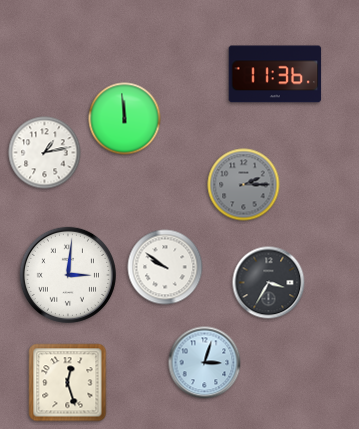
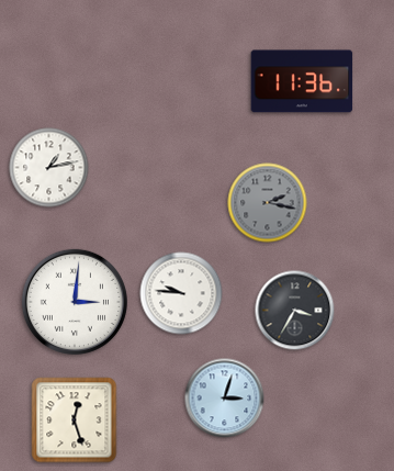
clock at (125, 119): 11:59 -> none
clock at (244, 185): 2:15 -> 2:17
clock at (165, 267): 9:51 -> 9:46
